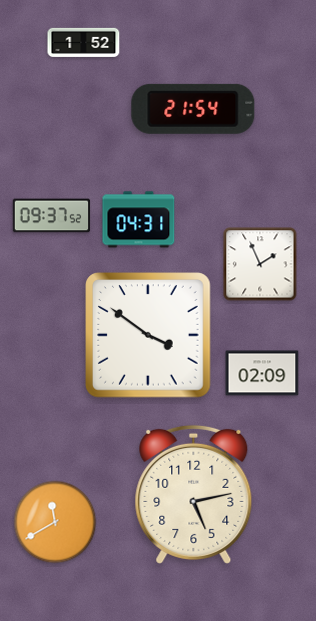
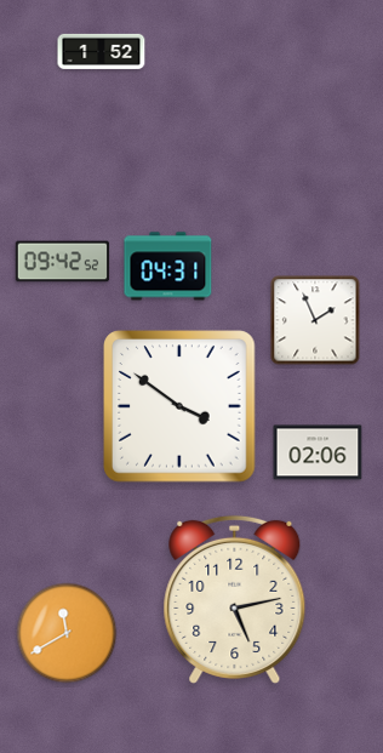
clock at (193, 109): 21:54 -> none
clock at (52, 216): 09:37 -> 09:42
clock at (262, 373): 02:09 -> 02:06
